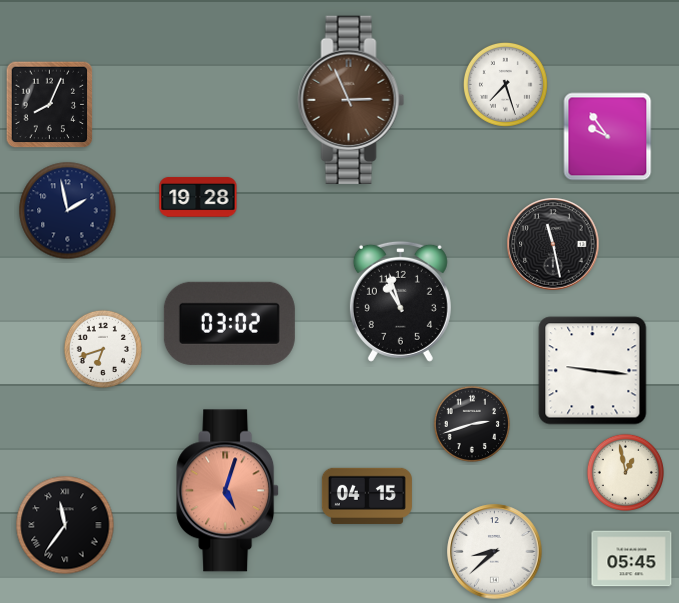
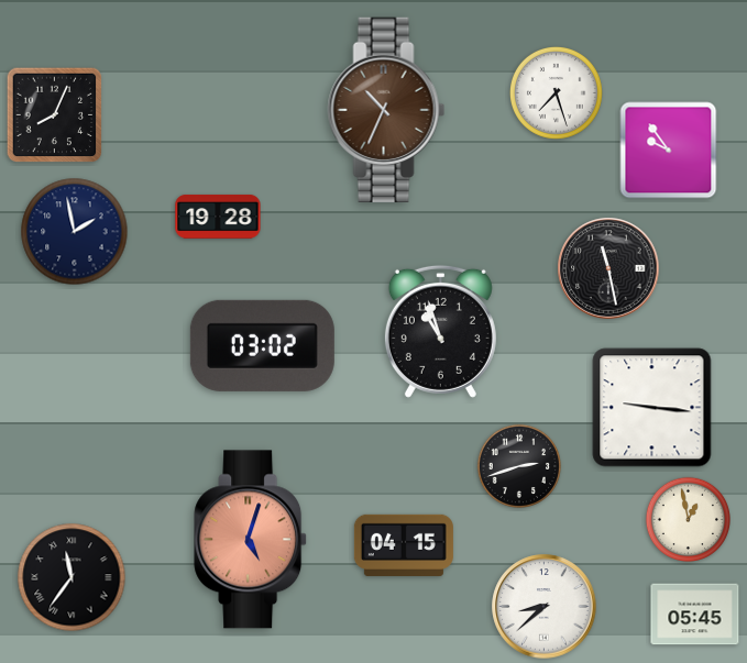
clock at (351, 100): 2:56 -> 10:34
clock at (229, 323) position: (229, 323) -> (262, 345)
clock at (103, 349): 6:42 -> none
